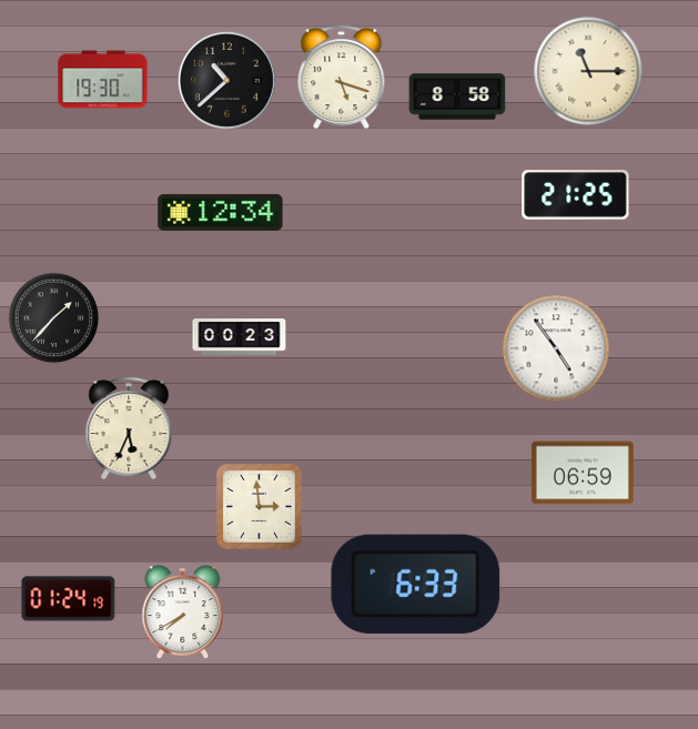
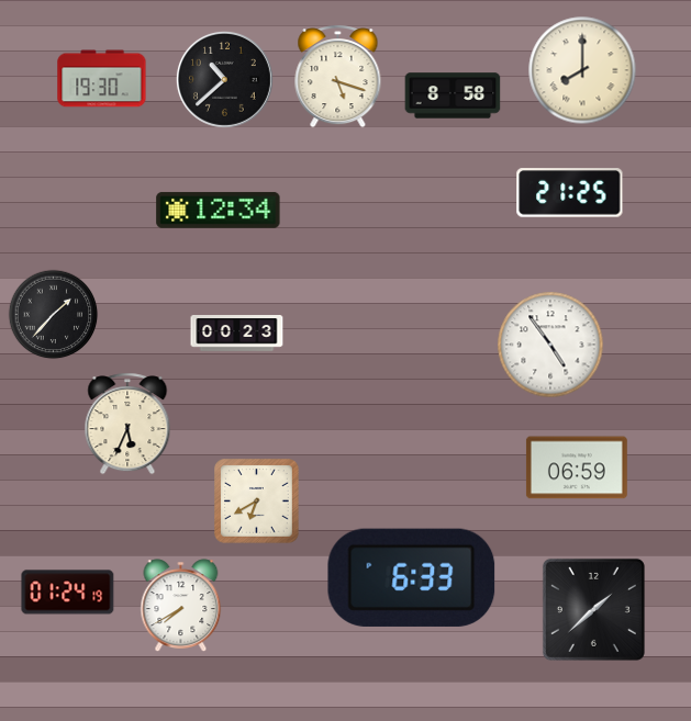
clock at (588, 71): 11:15 -> 8:00
clock at (260, 507): 2:59 -> 6:40
clock at (593, 609): none -> 1:38
